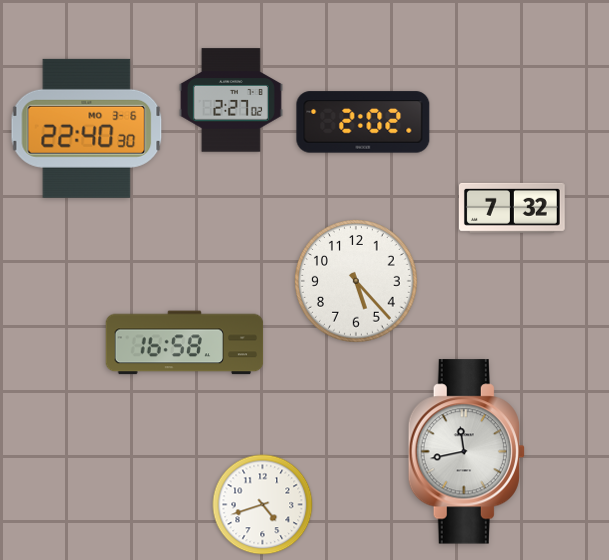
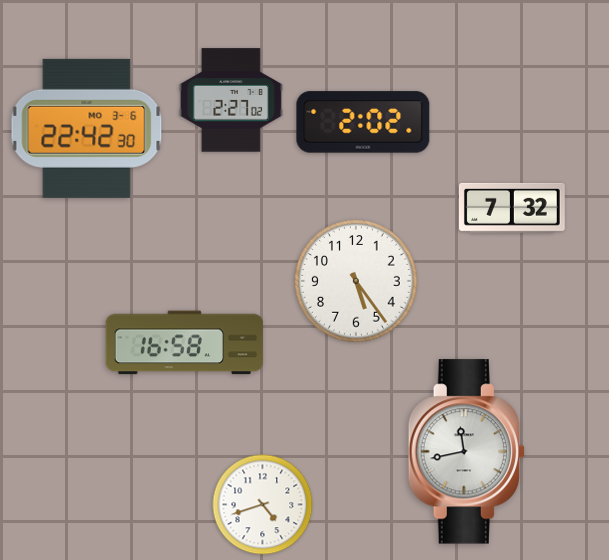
clock at (87, 128): 22:40 -> 22:42
clock at (356, 281): 5:23 -> 5:24
